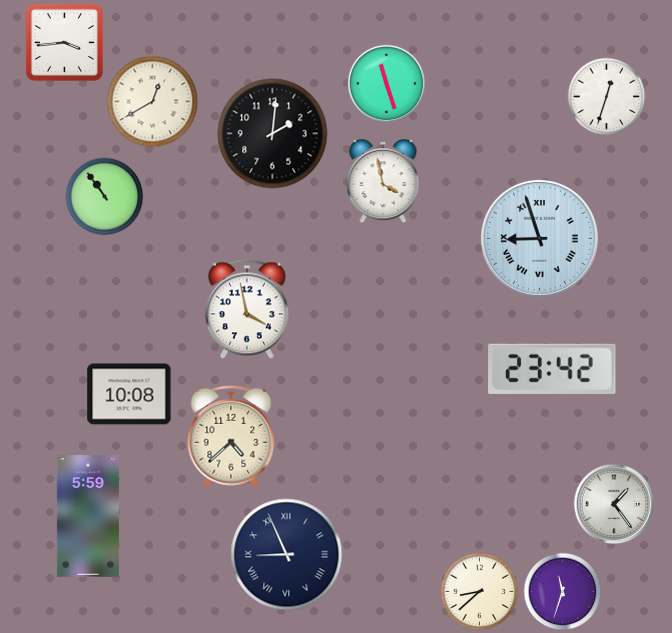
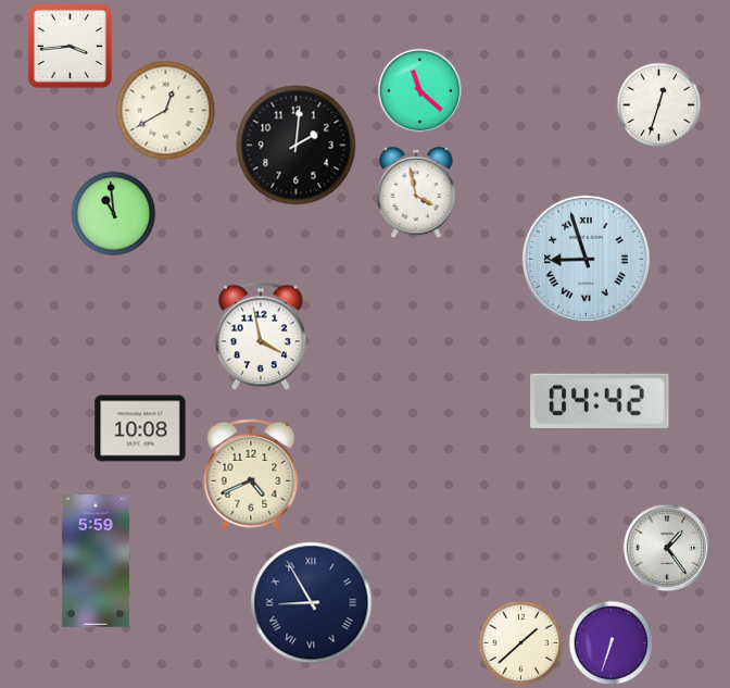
clock at (386, 83): 11:27 -> 11:22
clock at (383, 182) position: (383, 182) -> (416, 193)
clock at (104, 196): 10:54 -> 10:59
clock at (247, 309) position: (247, 309) -> (261, 336)
clock at (552, 369): 23:42 -> 04:42
clock at (231, 437): 4:38 -> 4:41
clock at (287, 555): 8:56 -> 8:55
clock at (479, 591): 8:38 -> 1:38
clock at (562, 591): 11:33 -> 6:33
